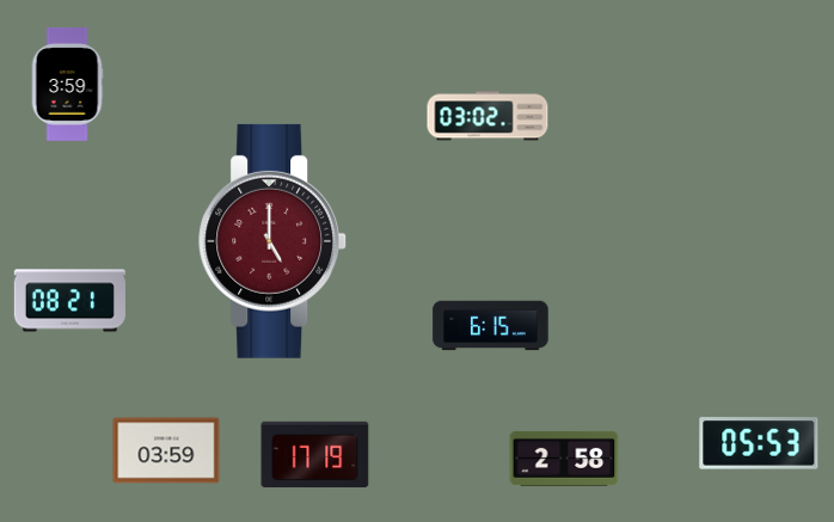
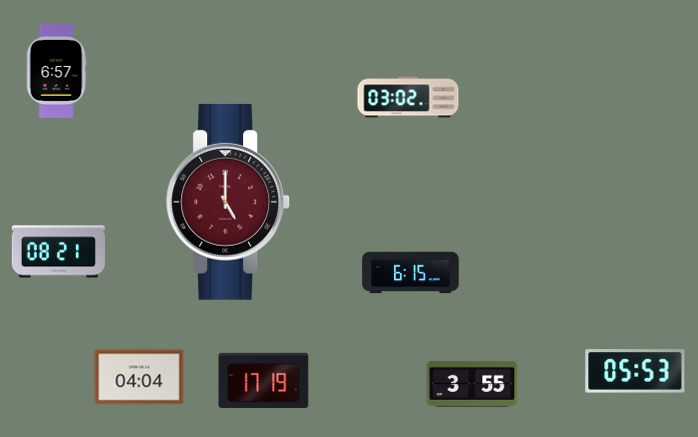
clock at (67, 84): 3:59 -> 6:57
clock at (166, 450): 03:59 -> 04:04
clock at (564, 459): 2:58 -> 3:55
